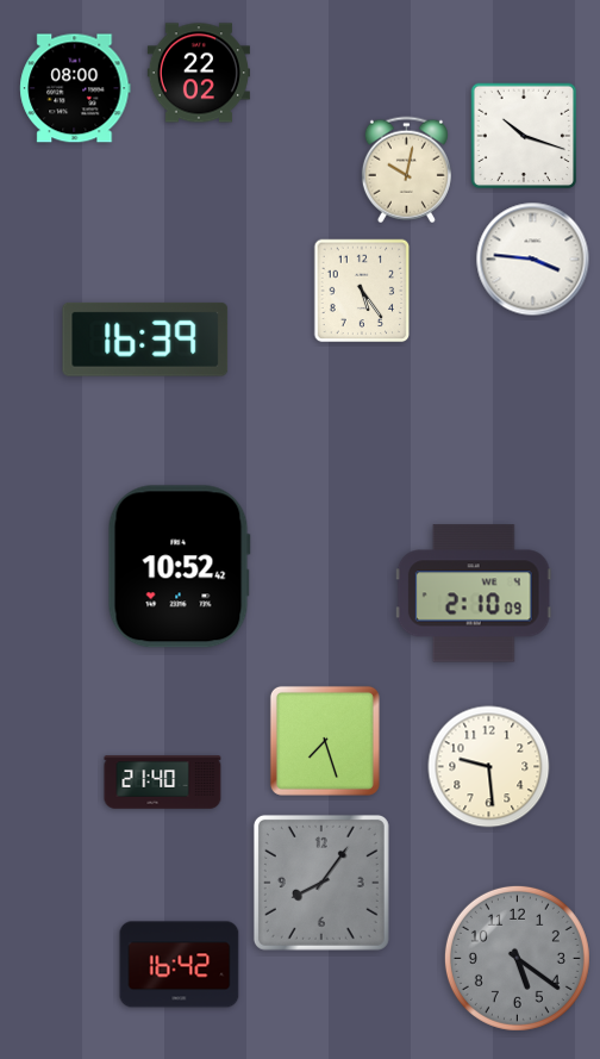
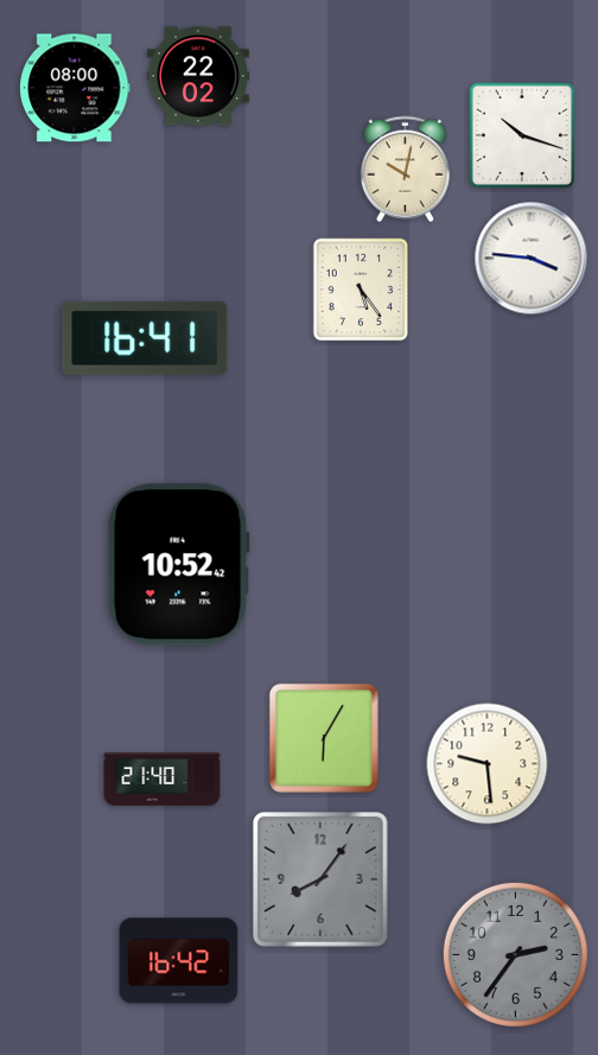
clock at (199, 73) position: (199, 73) -> (198, 76)
clock at (145, 339): 16:39 -> 16:41
clock at (474, 593): 2:10 -> none
clock at (325, 741): 7:27 -> 6:05
clock at (517, 958): 5:21 -> 2:36
